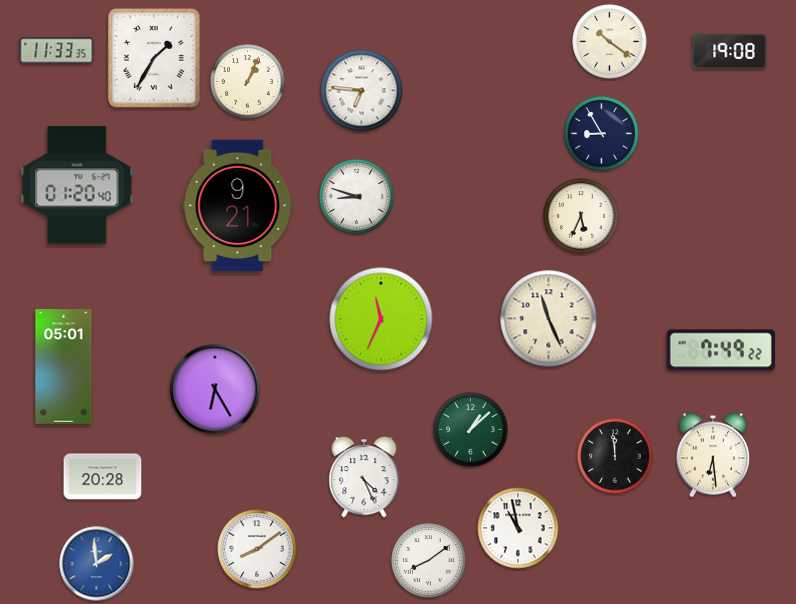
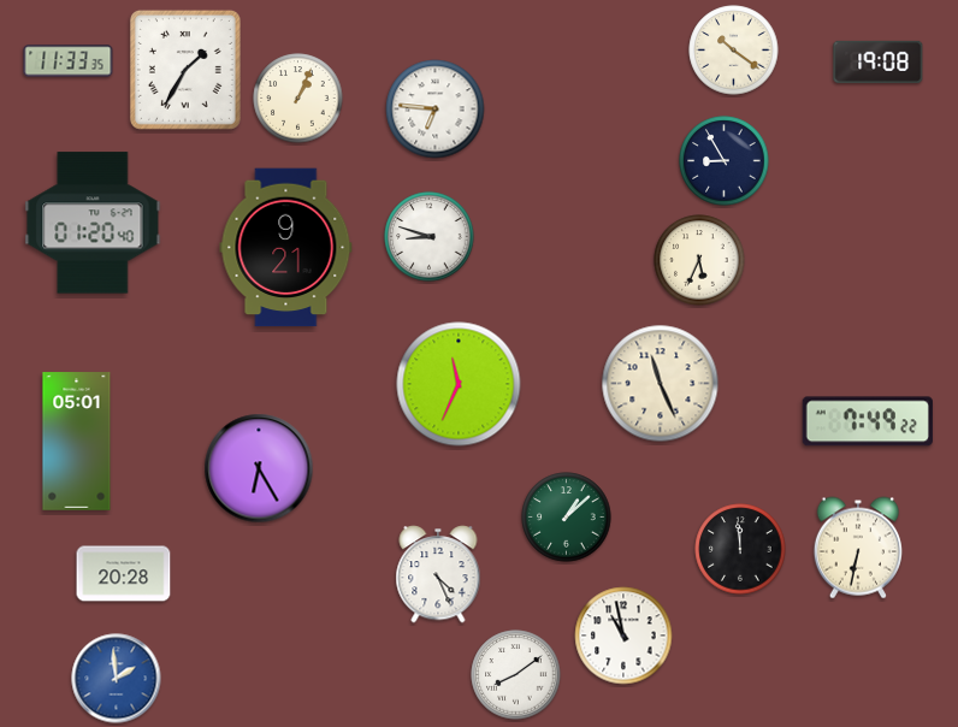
clock at (713, 455): 6:29 -> 6:32
clock at (257, 549): 8:09 -> none
